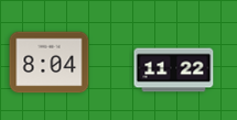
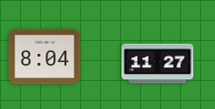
clock at (174, 70): 11:22 -> 11:27
